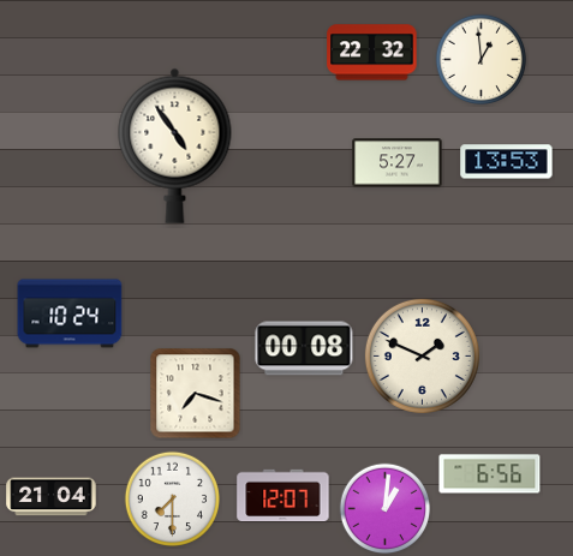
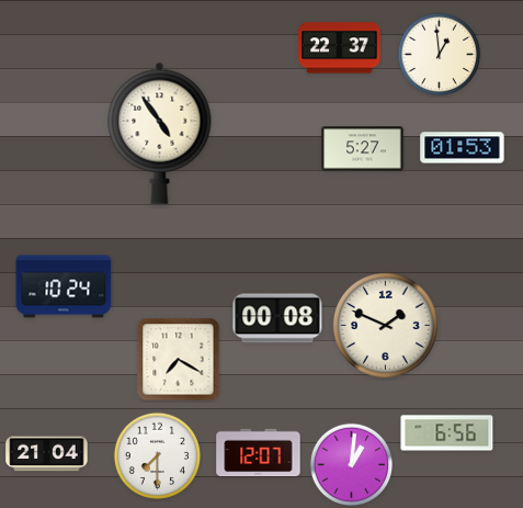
clock at (372, 53): 22:32 -> 22:37
clock at (507, 162): 13:53 -> 01:53
clock at (196, 394): 7:18 -> 7:20
